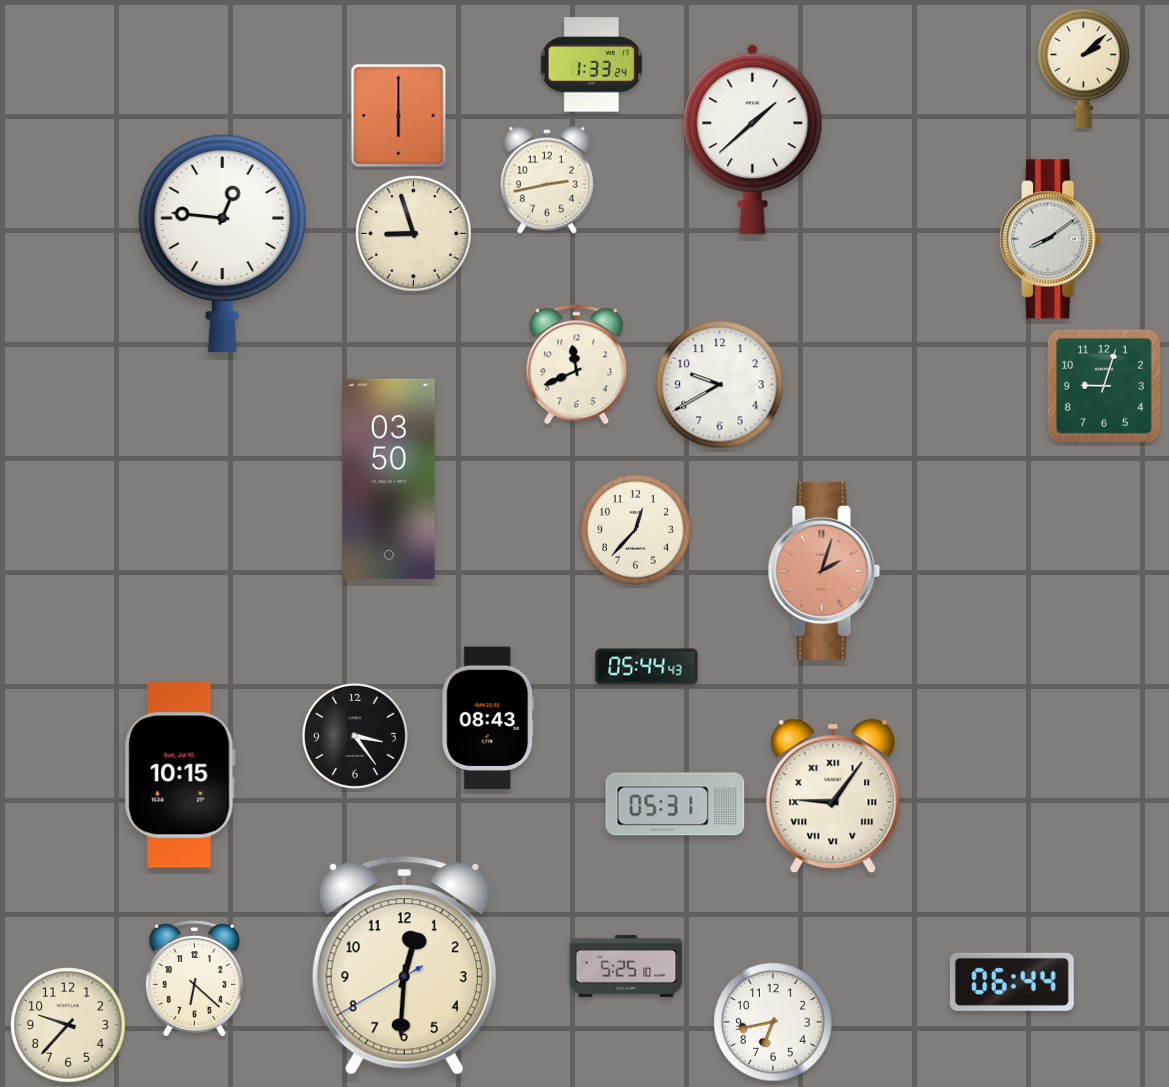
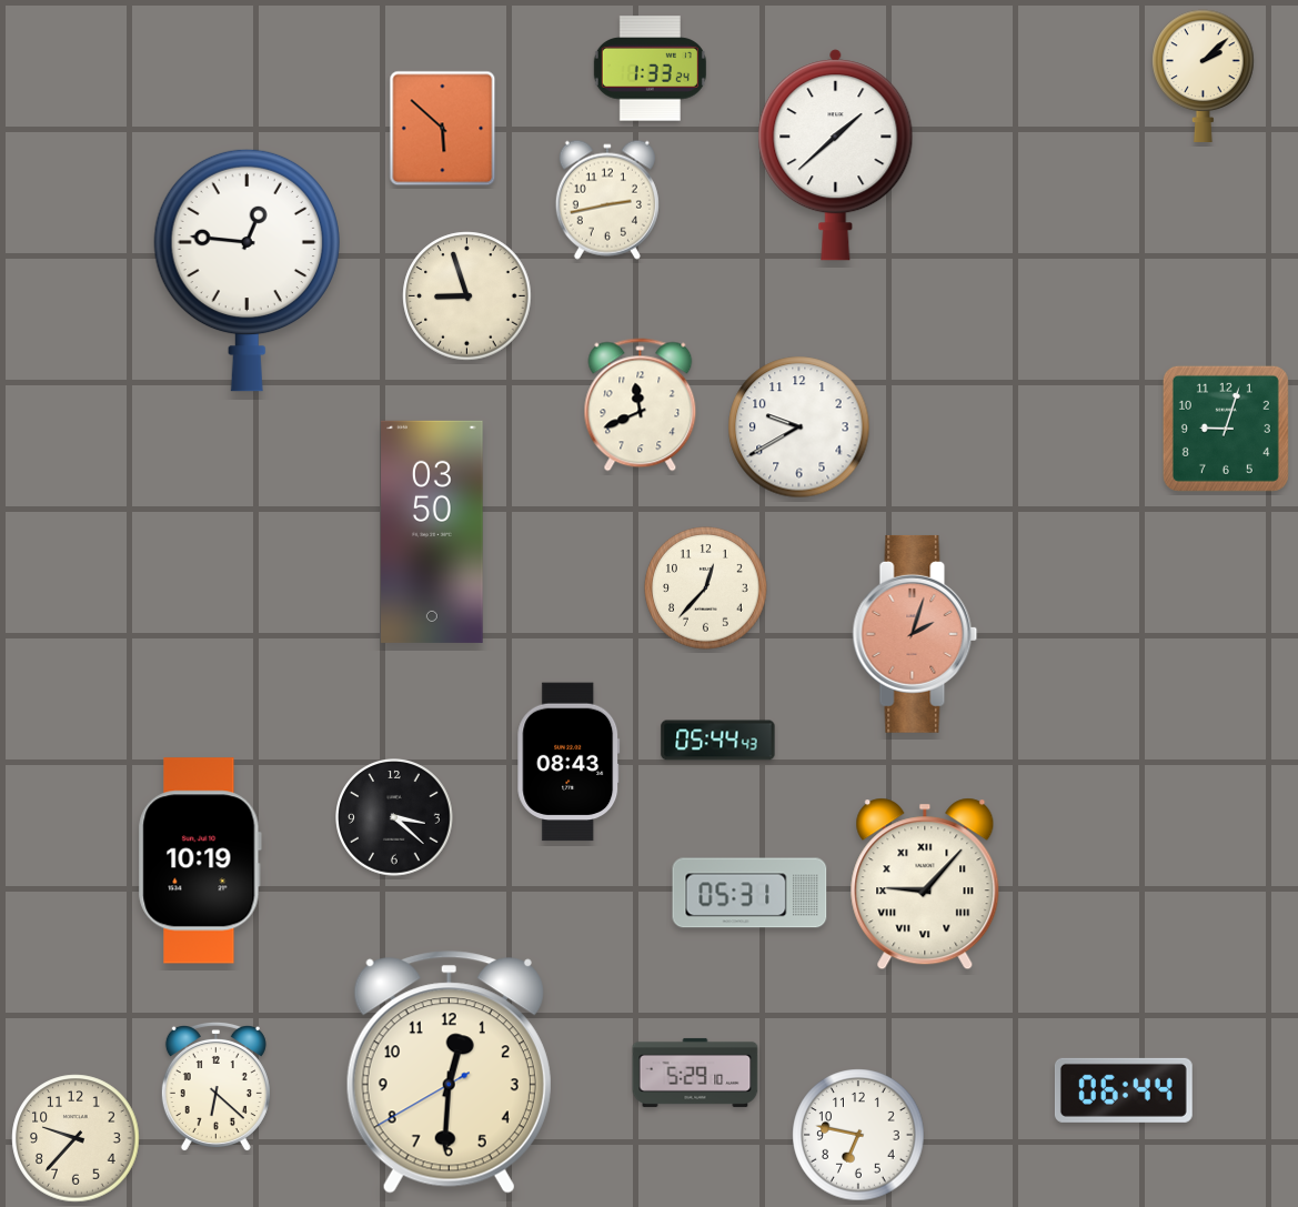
clock at (591, 65) position: (591, 65) -> (650, 69)
clock at (399, 116): 6:00 -> 5:52
clock at (414, 234) position: (414, 234) -> (467, 296)
clock at (1050, 239): 8:09 -> none
clock at (488, 718) position: (488, 718) -> (568, 762)
clock at (356, 737): 3:24 -> 3:22
clock at (180, 775): 10:15 -> 10:19
clock at (833, 796): 9:06 -> 9:07
clock at (626, 966): 5:25 -> 5:29
clock at (773, 1022): 6:43 -> 6:47
